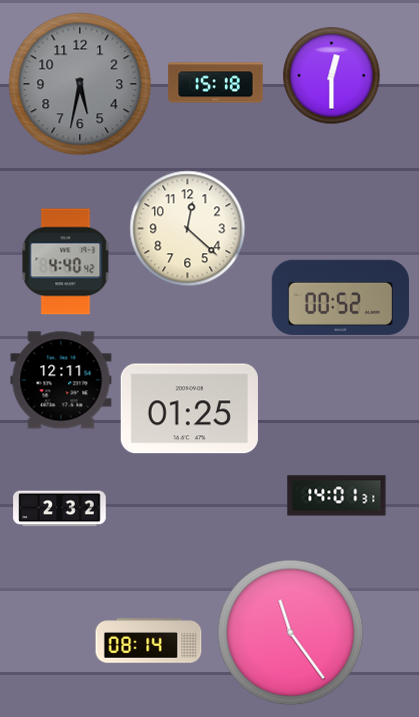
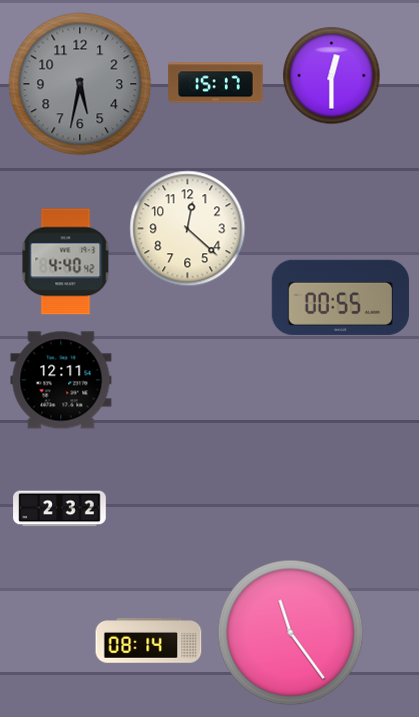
clock at (216, 83): 15:18 -> 15:17
clock at (340, 297): 00:52 -> 00:55
clock at (189, 409): 01:25 -> none
clock at (337, 496): 14:01 -> none
